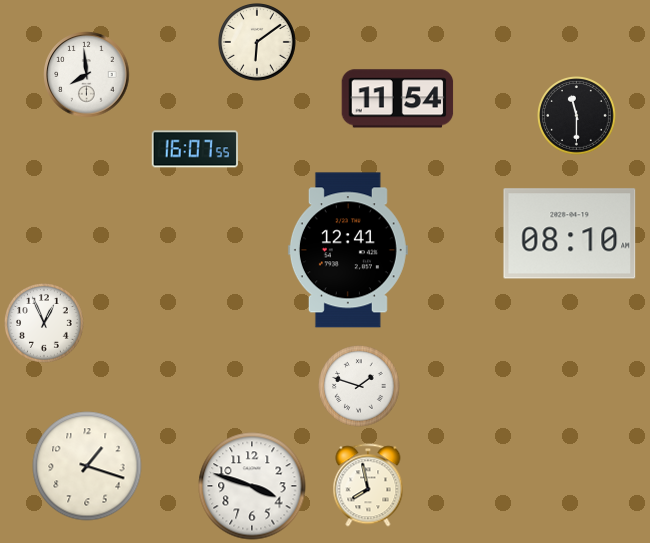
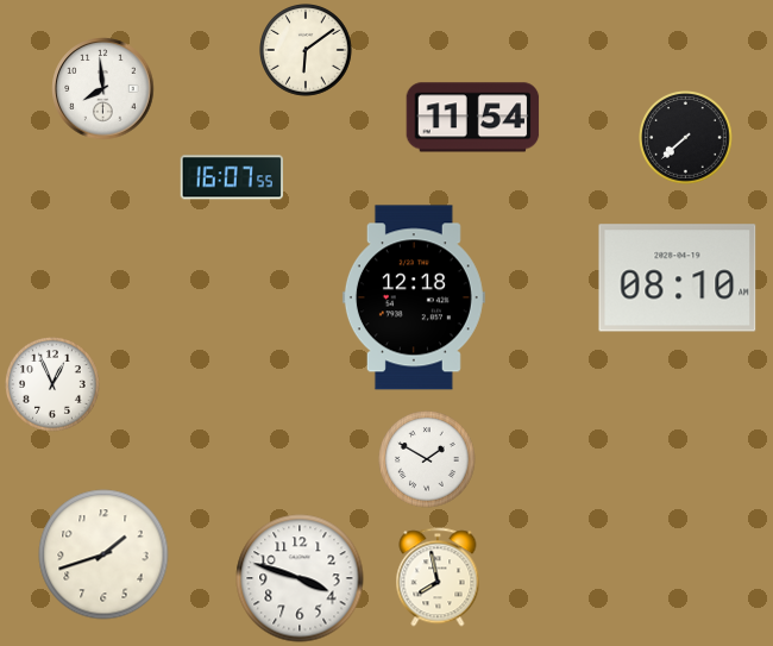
clock at (577, 116): 11:30 -> 7:38
clock at (348, 250): 12:41 -> 12:18
clock at (359, 386): 1:48 -> 1:50
clock at (87, 466): 1:18 -> 1:42
